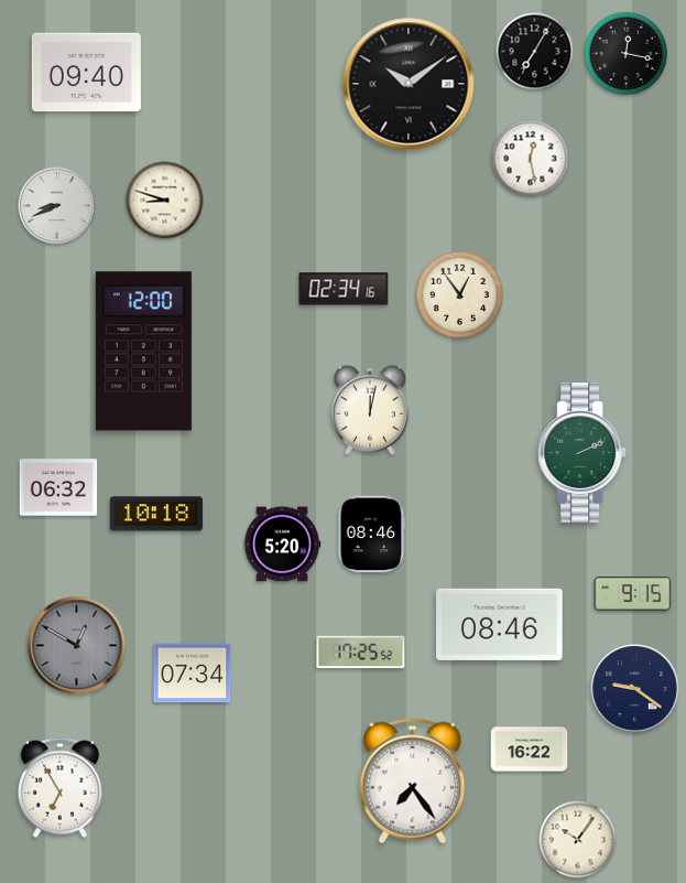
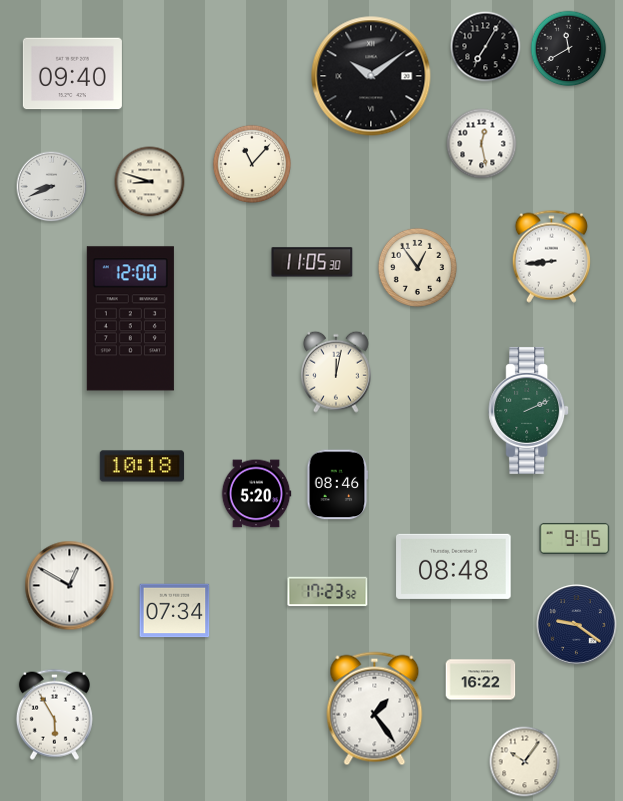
clock at (627, 54): 12:17 -> 11:40
clock at (86, 73) position: (86, 73) -> (72, 74)
clock at (252, 164): none -> 11:07
clock at (551, 256): none -> 8:44
clock at (344, 289): 02:34 -> 11:05
clock at (58, 487): 06:32 -> none
clock at (500, 624): 08:46 -> 08:48
clock at (77, 646) dial: grey -> white
clock at (361, 653): 17:25 -> 17:23
clock at (413, 782): 7:24 -> 1:24
clock at (59, 787): 6:55 -> 5:55
